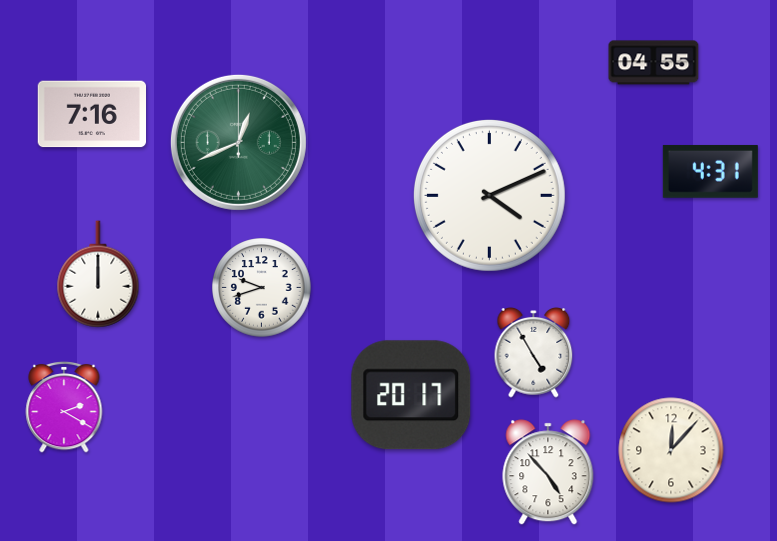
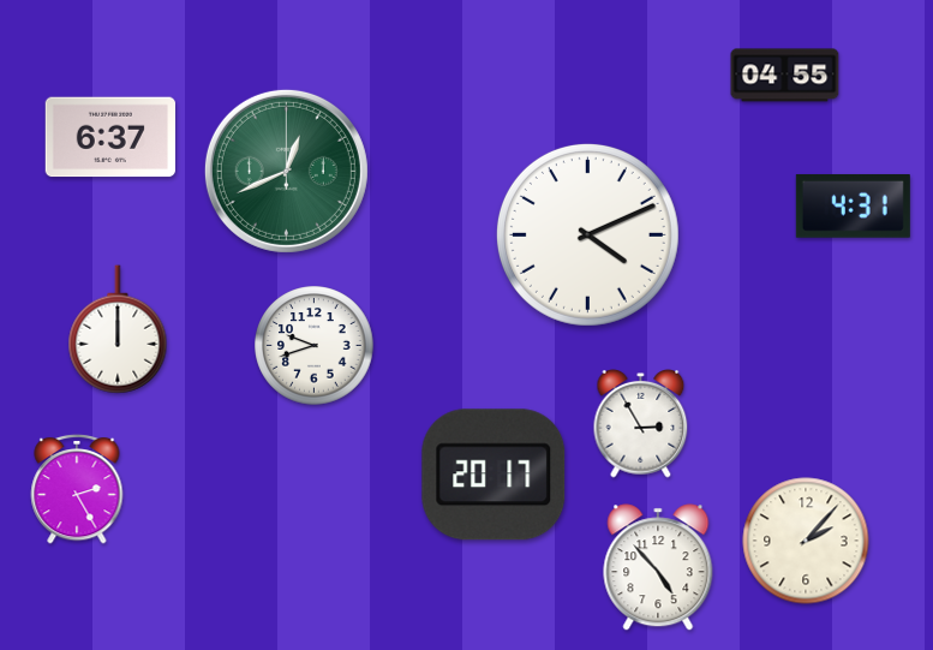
clock at (91, 114): 7:16 -> 6:37
clock at (534, 353): 4:55 -> 2:55
clock at (64, 407): 2:20 -> 2:25
clock at (671, 450): 12:07 -> 2:07
